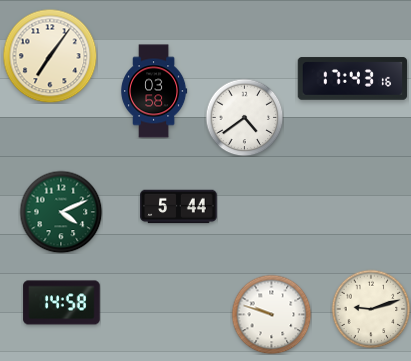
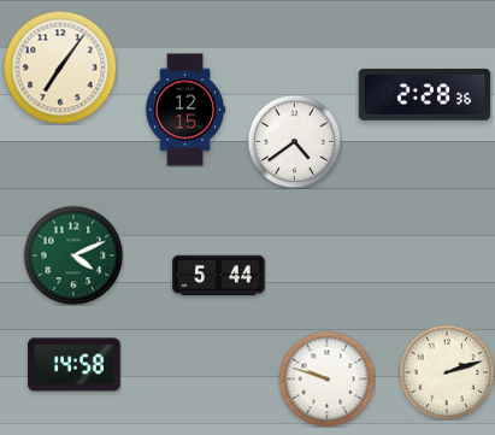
clock at (353, 79): 17:43 -> 2:28
clock at (154, 91): 03:58 -> 12:15
clock at (179, 207) position: (179, 207) -> (219, 276)
clock at (371, 309): 9:12 -> 2:12
